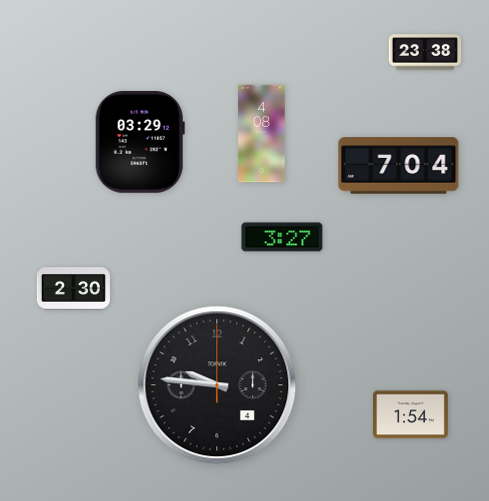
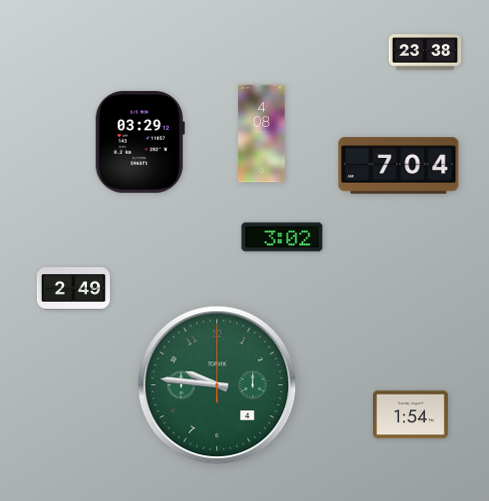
clock at (282, 237): 3:27 -> 3:02
clock at (73, 289): 2:30 -> 2:49
clock at (217, 385) dial: black -> green
